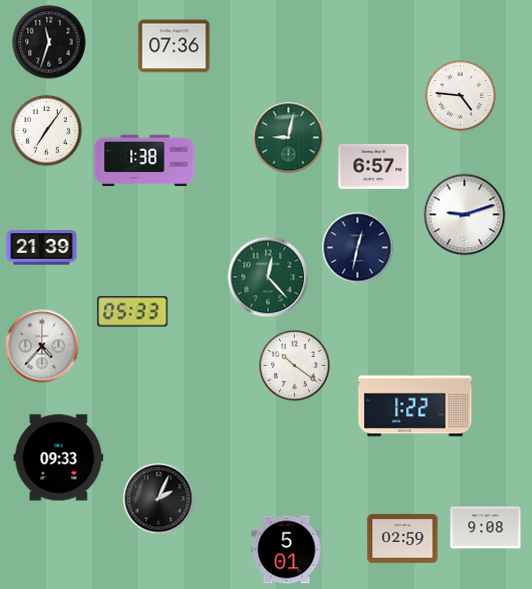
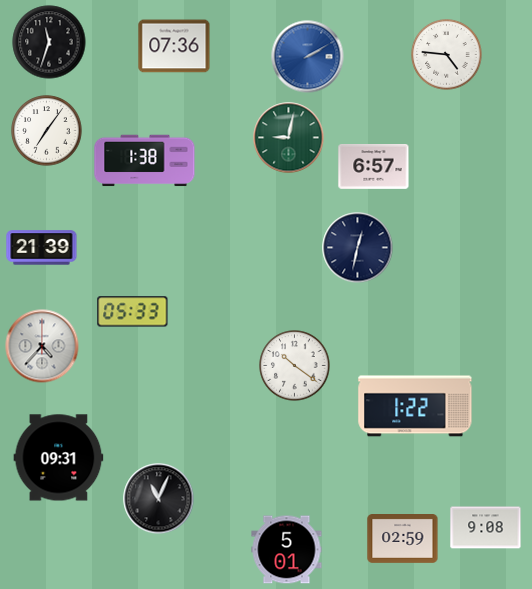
clock at (308, 57): none -> 2:10
clock at (461, 96) position: (461, 96) -> (447, 55)
clock at (465, 215): 9:12 -> none
clock at (268, 277): 12:23 -> none
clock at (59, 458): 09:33 -> 09:31
clock at (159, 499): 2:04 -> 11:04
